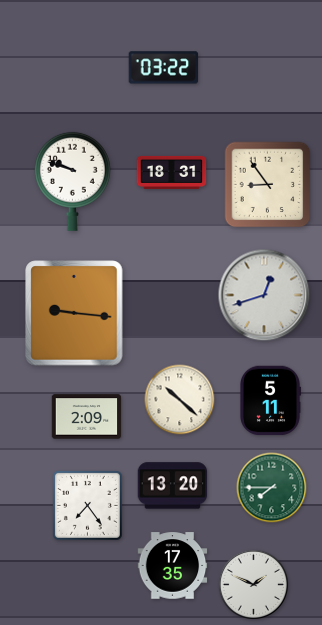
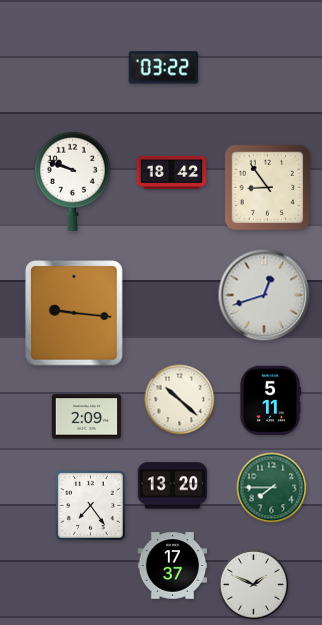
clock at (172, 172): 18:31 -> 18:42
clock at (268, 185) position: (268, 185) -> (268, 188)
clock at (87, 505) position: (87, 505) -> (90, 505)
clock at (173, 566): 17:35 -> 17:37
